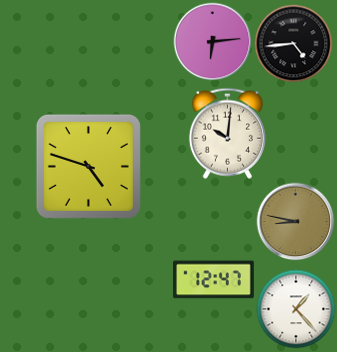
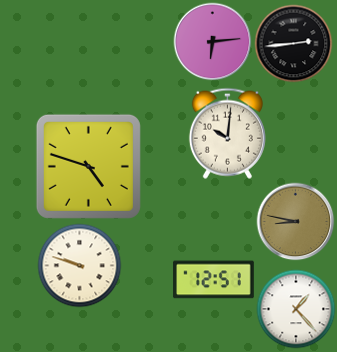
clock at (293, 43): 4:44 -> 2:44
clock at (79, 265): none -> 9:48
clock at (214, 280): 12:47 -> 12:51
